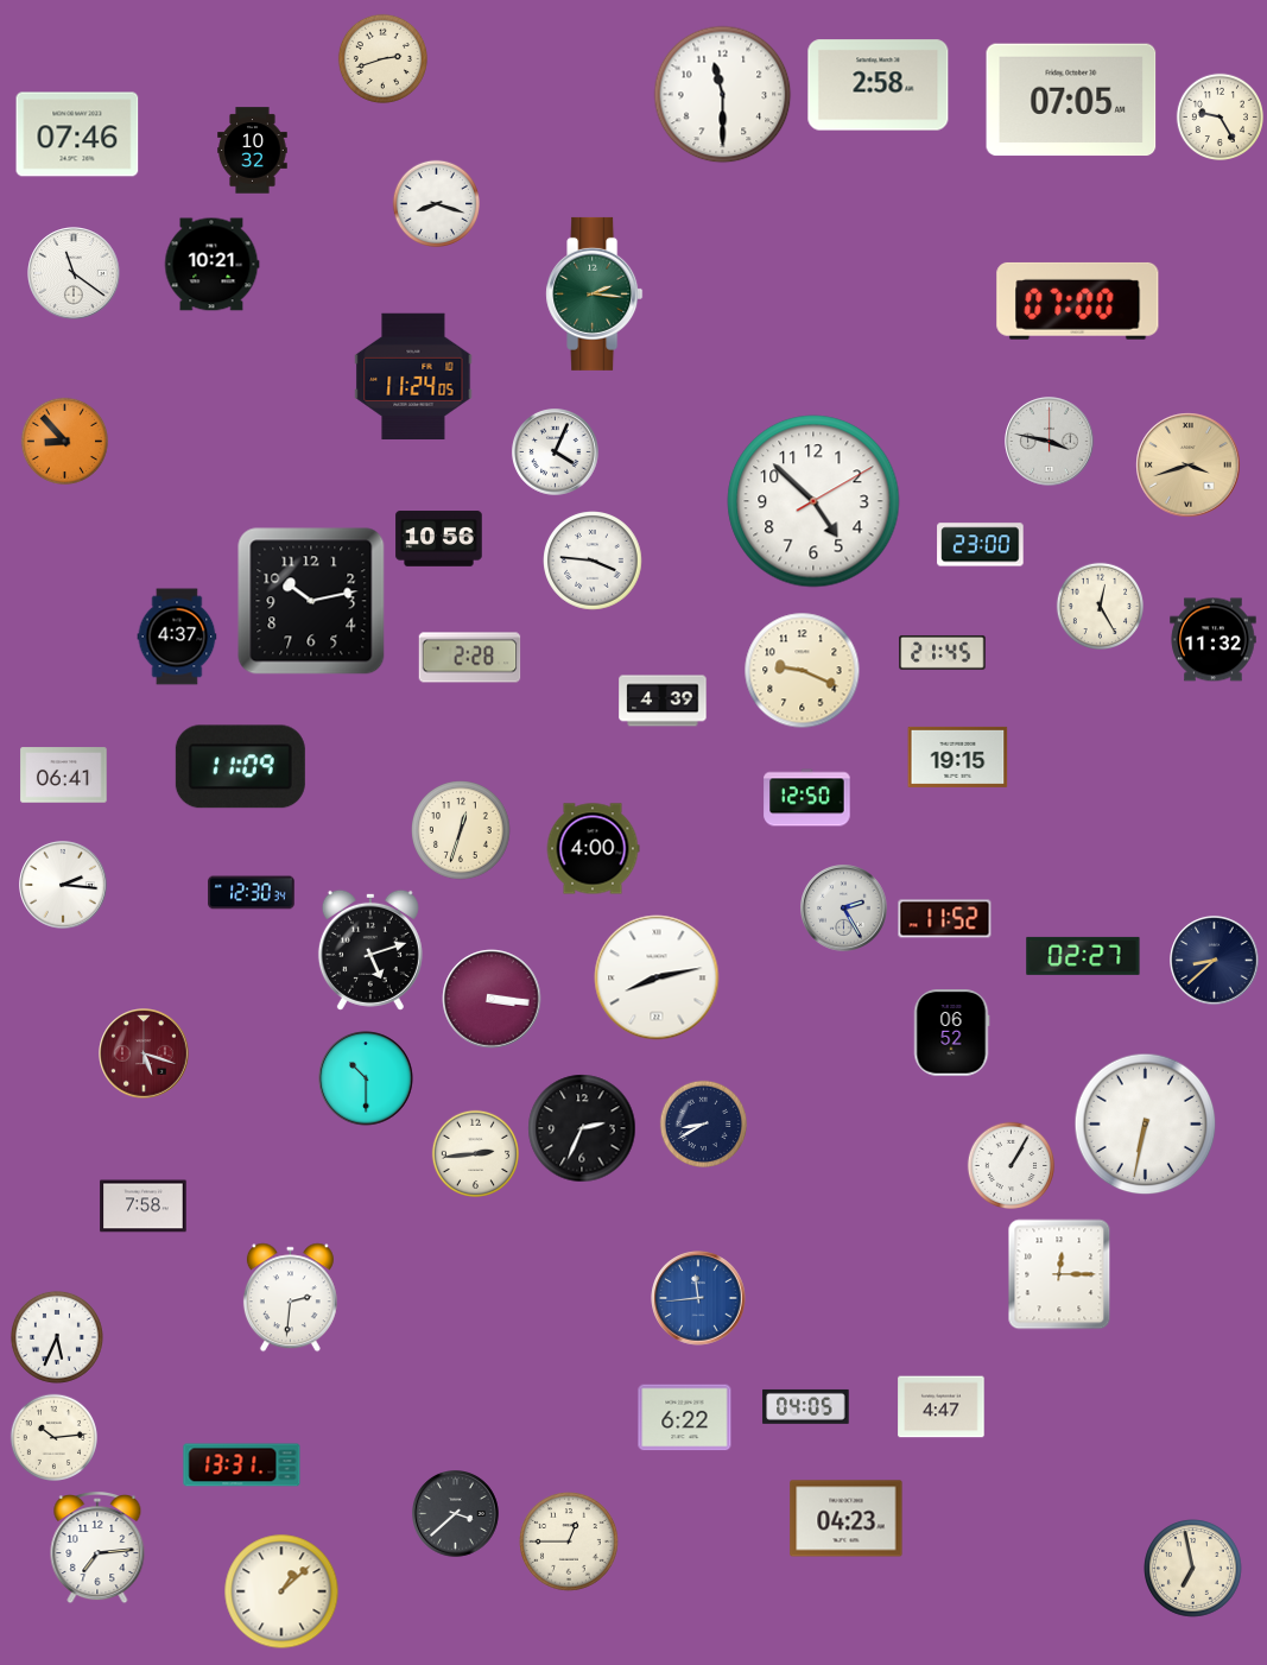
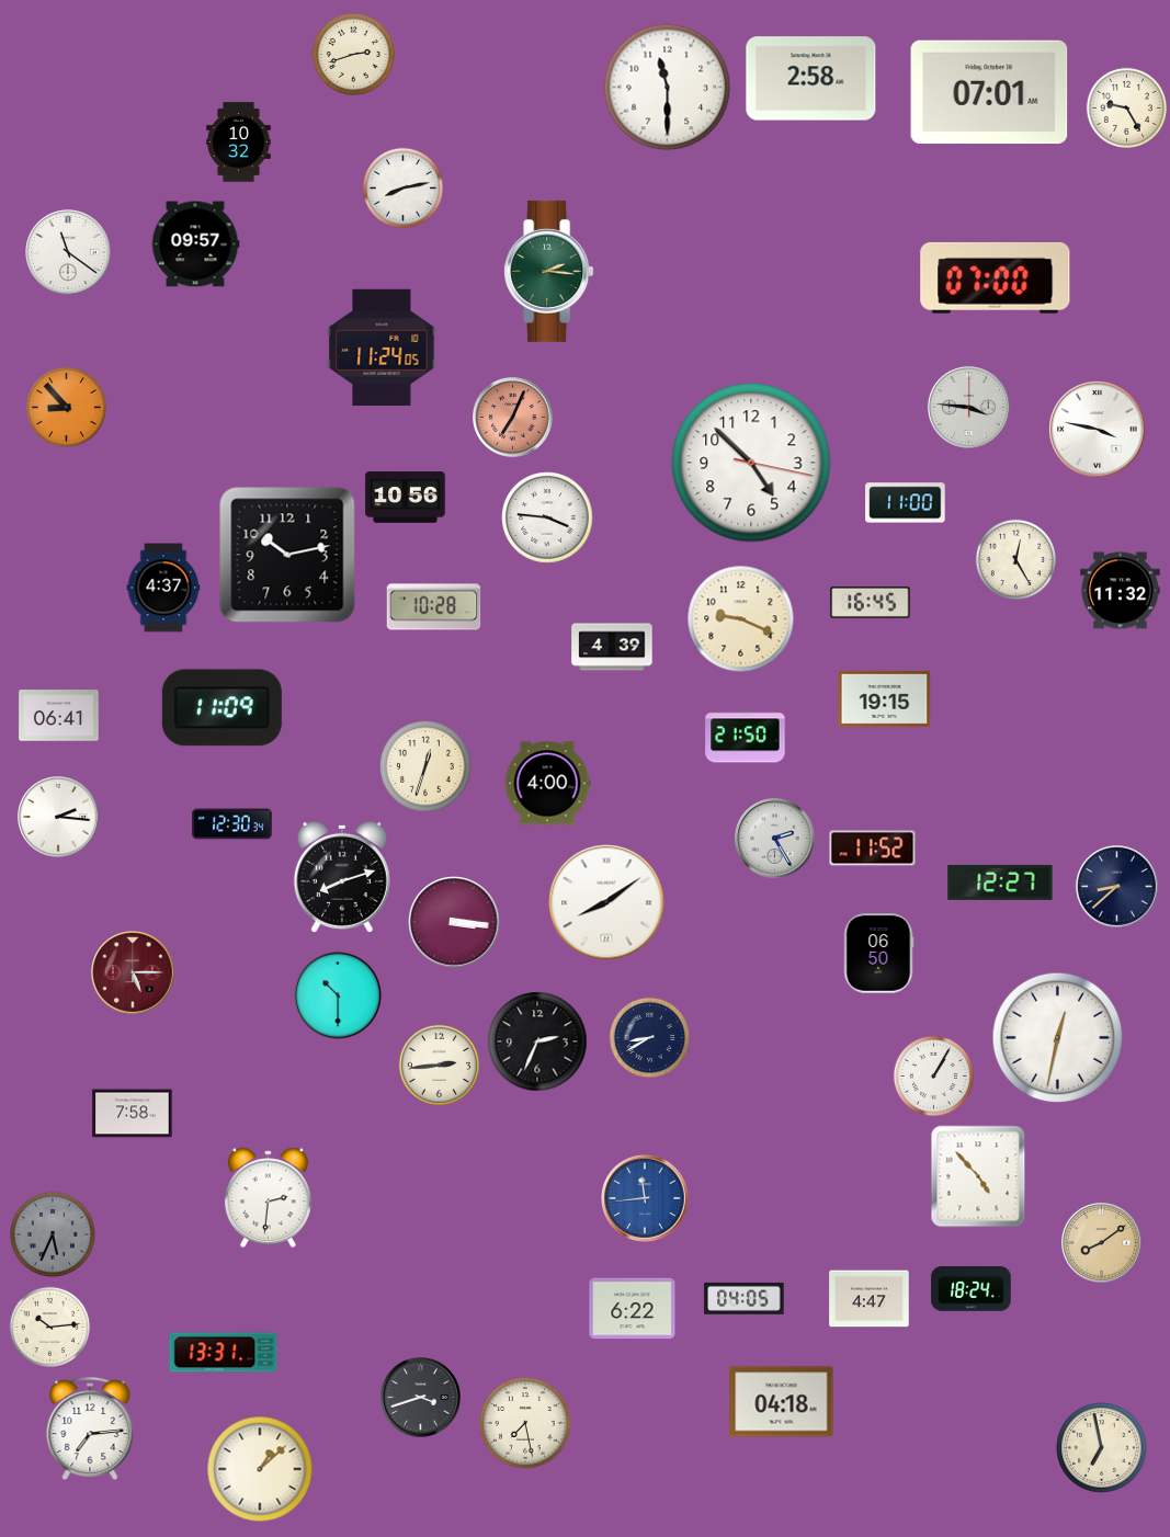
clock at (1071, 100): 07:05 -> 07:01
clock at (77, 134): 07:46 -> none
clock at (253, 151) position: (253, 151) -> (239, 143)
clock at (436, 203): 8:18 -> 8:13
clock at (211, 265): 10:21 -> 09:57
clock at (64, 441) position: (64, 441) -> (66, 407)
clock at (1050, 442): 3:47 -> 3:46
clock at (556, 452): 4:04 -> 7:04
clock at (556, 452) dial: white -> salmon
clock at (1189, 466): 3:42 -> 3:47
clock at (1189, 466) dial: champagne -> white
clock at (813, 501): 4:52:10 -> 4:52:17
clock at (981, 545): 23:00 -> 11:00
clock at (943, 652): 21:45 -> 16:45
clock at (470, 658): 2:28 -> 10:28
clock at (807, 798): 12:50 -> 21:50
clock at (844, 909) position: (844, 909) -> (775, 839)
clock at (370, 950): 5:12 -> 8:12
clock at (1083, 956): 02:27 -> 12:27
clock at (1215, 961) position: (1215, 961) -> (1117, 887)
clock at (657, 977): 8:13 -> 8:09
clock at (951, 1033): 06:52 -> 06:50
clock at (144, 1053): 5:18 -> 5:15
clock at (1146, 1125): 6:32 -> 12:32
clock at (1059, 1274): 12:15 -> 4:53
clock at (57, 1337) dial: white -> grey
clock at (1102, 1243): none -> 8:09
clock at (972, 1289): none -> 18:24
clock at (456, 1514): 3:38 -> 3:42
clock at (847, 1519): 04:23 -> 04:18
clock at (569, 1541): 12:45 -> 7:28
